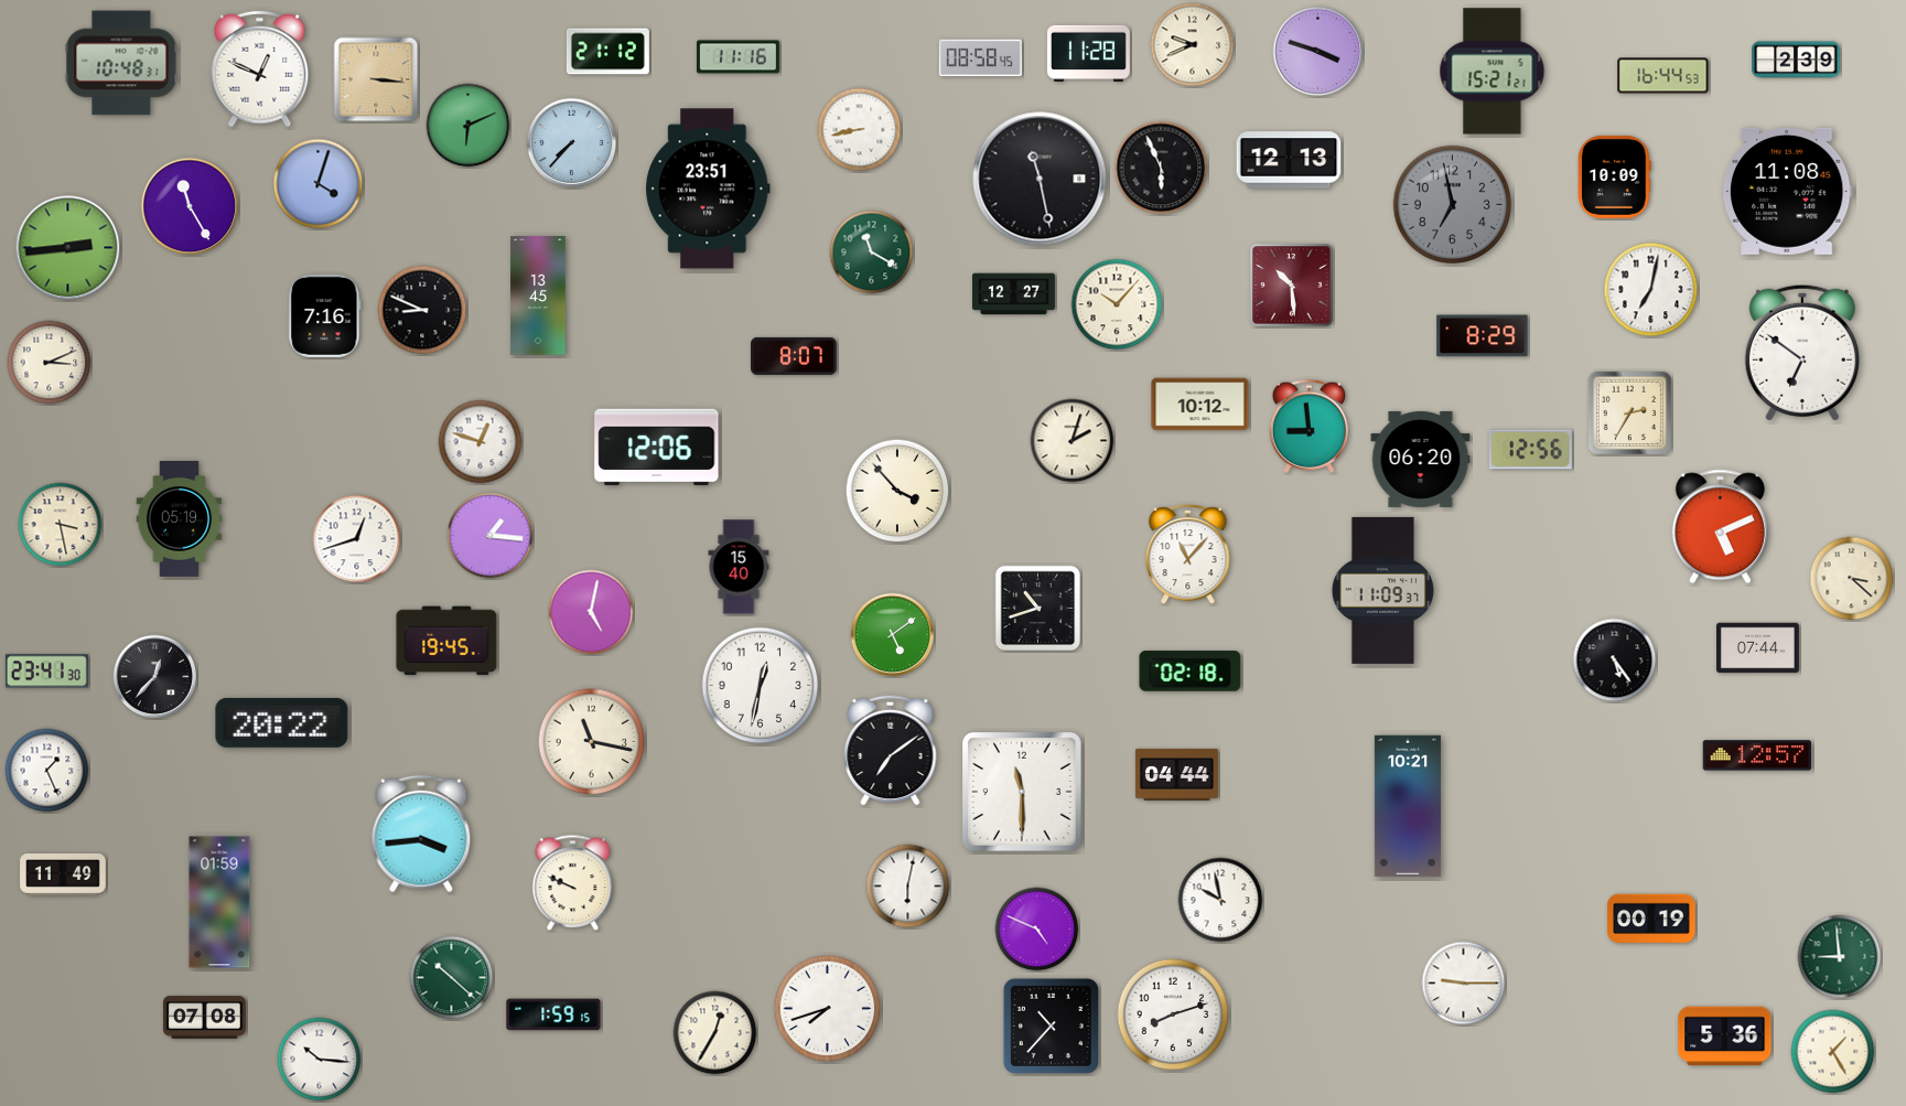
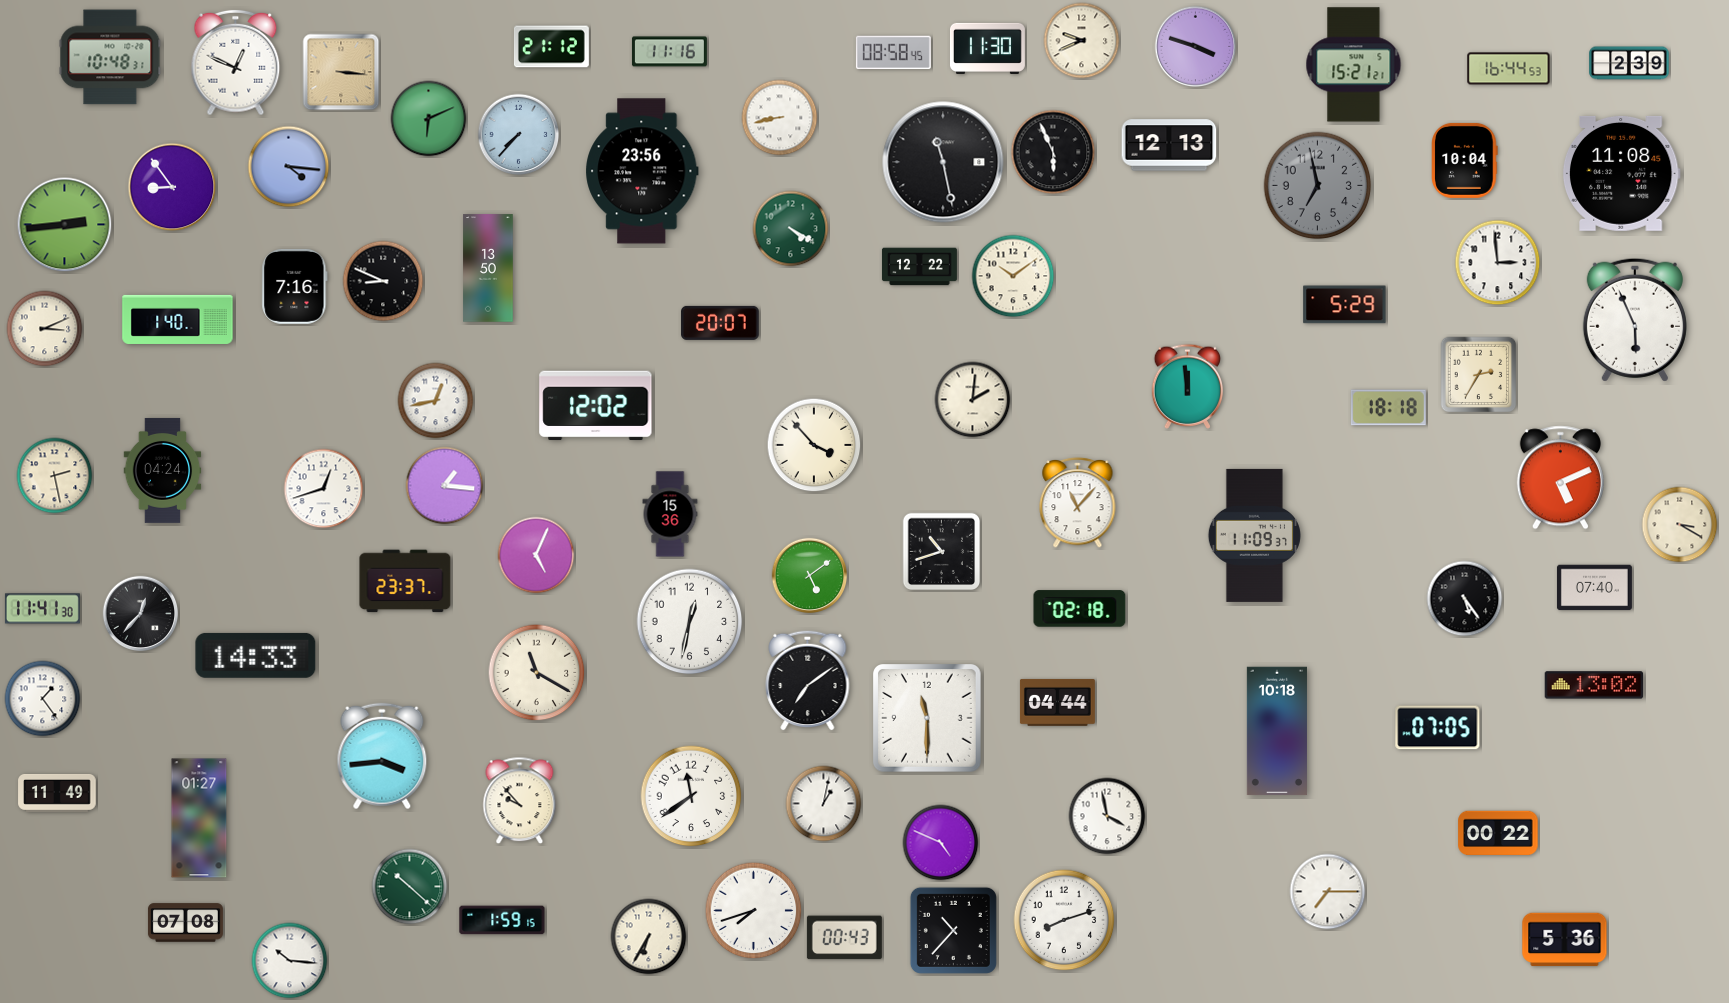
clock at (1088, 53): 11:28 -> 11:30
clock at (980, 58) position: (980, 58) -> (893, 53)
clock at (1796, 60) position: (1796, 60) -> (1629, 63)
clock at (469, 126) position: (469, 126) -> (429, 119)
clock at (572, 143) position: (572, 143) -> (519, 135)
clock at (1615, 176): 10:09 -> 10:04
clock at (319, 184): 4:03 -> 4:16
clock at (708, 189): 23:51 -> 23:56
clock at (190, 206): 11:25 -> 8:54
clock at (68, 248) position: (68, 248) -> (65, 225)
clock at (872, 253): 11:20 -> 4:20
clock at (1292, 286): 10:29 -> none
clock at (1651, 290): 7:02 -> 2:59
clock at (1013, 294): 12:27 -> 12:22
clock at (538, 296): 13:45 -> 13:50
clock at (1117, 304): 10:07 -> 10:09
clock at (1483, 336): 8:29 -> 5:29
clock at (178, 319): none -> 1:40
clock at (1802, 353): 6:51 -> 5:56
clock at (794, 356): 8:07 -> 20:07
clock at (1200, 405): 10:12 -> none
clock at (1309, 426): 8:59 -> 11:59
clock at (1073, 441): 2:03 -> 2:01
clock at (481, 442): 12:48 -> 12:43
clock at (657, 448): 12:06 -> 12:02
clock at (1530, 450): 12:56 -> 18:18
clock at (1421, 459): 06:20 -> none
clock at (180, 518): 05:19 -> 04:24
clock at (61, 525): 3:28 -> 2:28
clock at (739, 567): 15:40 -> 15:36
clock at (1852, 579): 3:22 -> 3:20
clock at (591, 612): 5:02 -> 5:04
clock at (446, 641): 19:45 -> 23:37
clock at (1757, 648): 07:44 -> 07:40
clock at (46, 672): 23:41 -> 11:41
clock at (282, 722): 20:22 -> 14:33
clock at (592, 742): 11:17 -> 11:20
clock at (1757, 755): 12:57 -> 13:02
clock at (47, 771): 1:26 -> 1:24
clock at (1176, 774) position: (1176, 774) -> (1057, 702)
clock at (1438, 728): none -> 07:05
clock at (1408, 806): 10:21 -> 10:18
clock at (691, 796): none -> 11:39
clock at (573, 883): 9:49 -> 9:53
clock at (908, 887): 6:02 -> 1:02
clock at (1220, 900): 9:58 -> 3:58
clock at (219, 902): 01:59 -> 01:27
clock at (1651, 919): 00:19 -> 00:22
clock at (1840, 957): 8:59 -> none
clock at (1464, 984): 9:15 -> 7:15
clock at (828, 1009) position: (828, 1009) -> (754, 911)
clock at (715, 1033): 12:35 -> 6:35
clock at (844, 938): none -> 00:43
clock at (1833, 1052): 1:25 -> none
